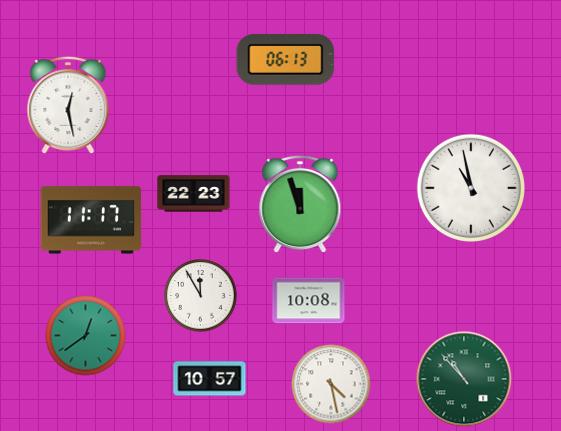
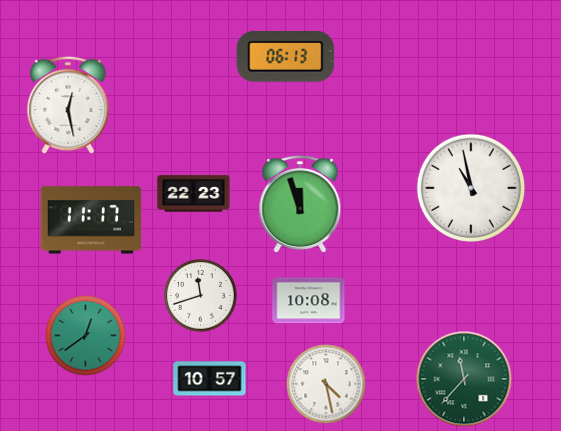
clock at (286, 59) position: (286, 59) -> (286, 56)
clock at (201, 296): 11:55 -> 11:42
clock at (464, 379): 10:53 -> 11:37
clock at (331, 384) position: (331, 384) -> (326, 384)
